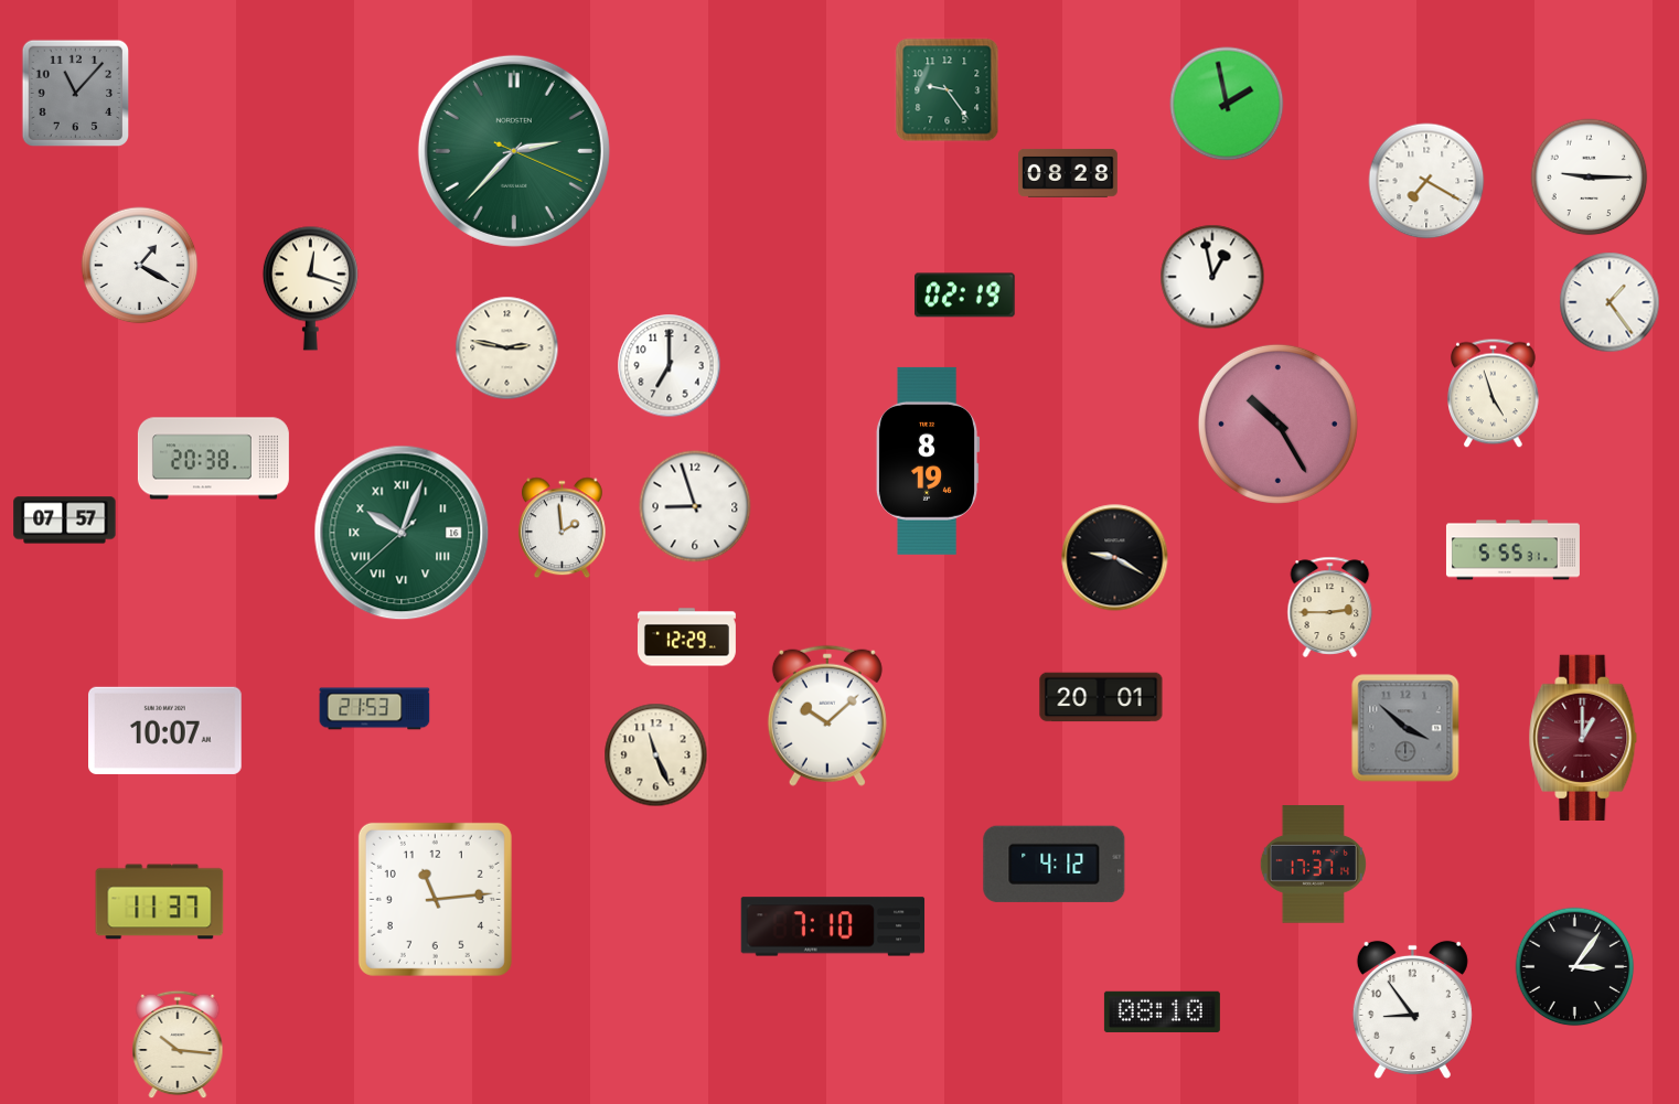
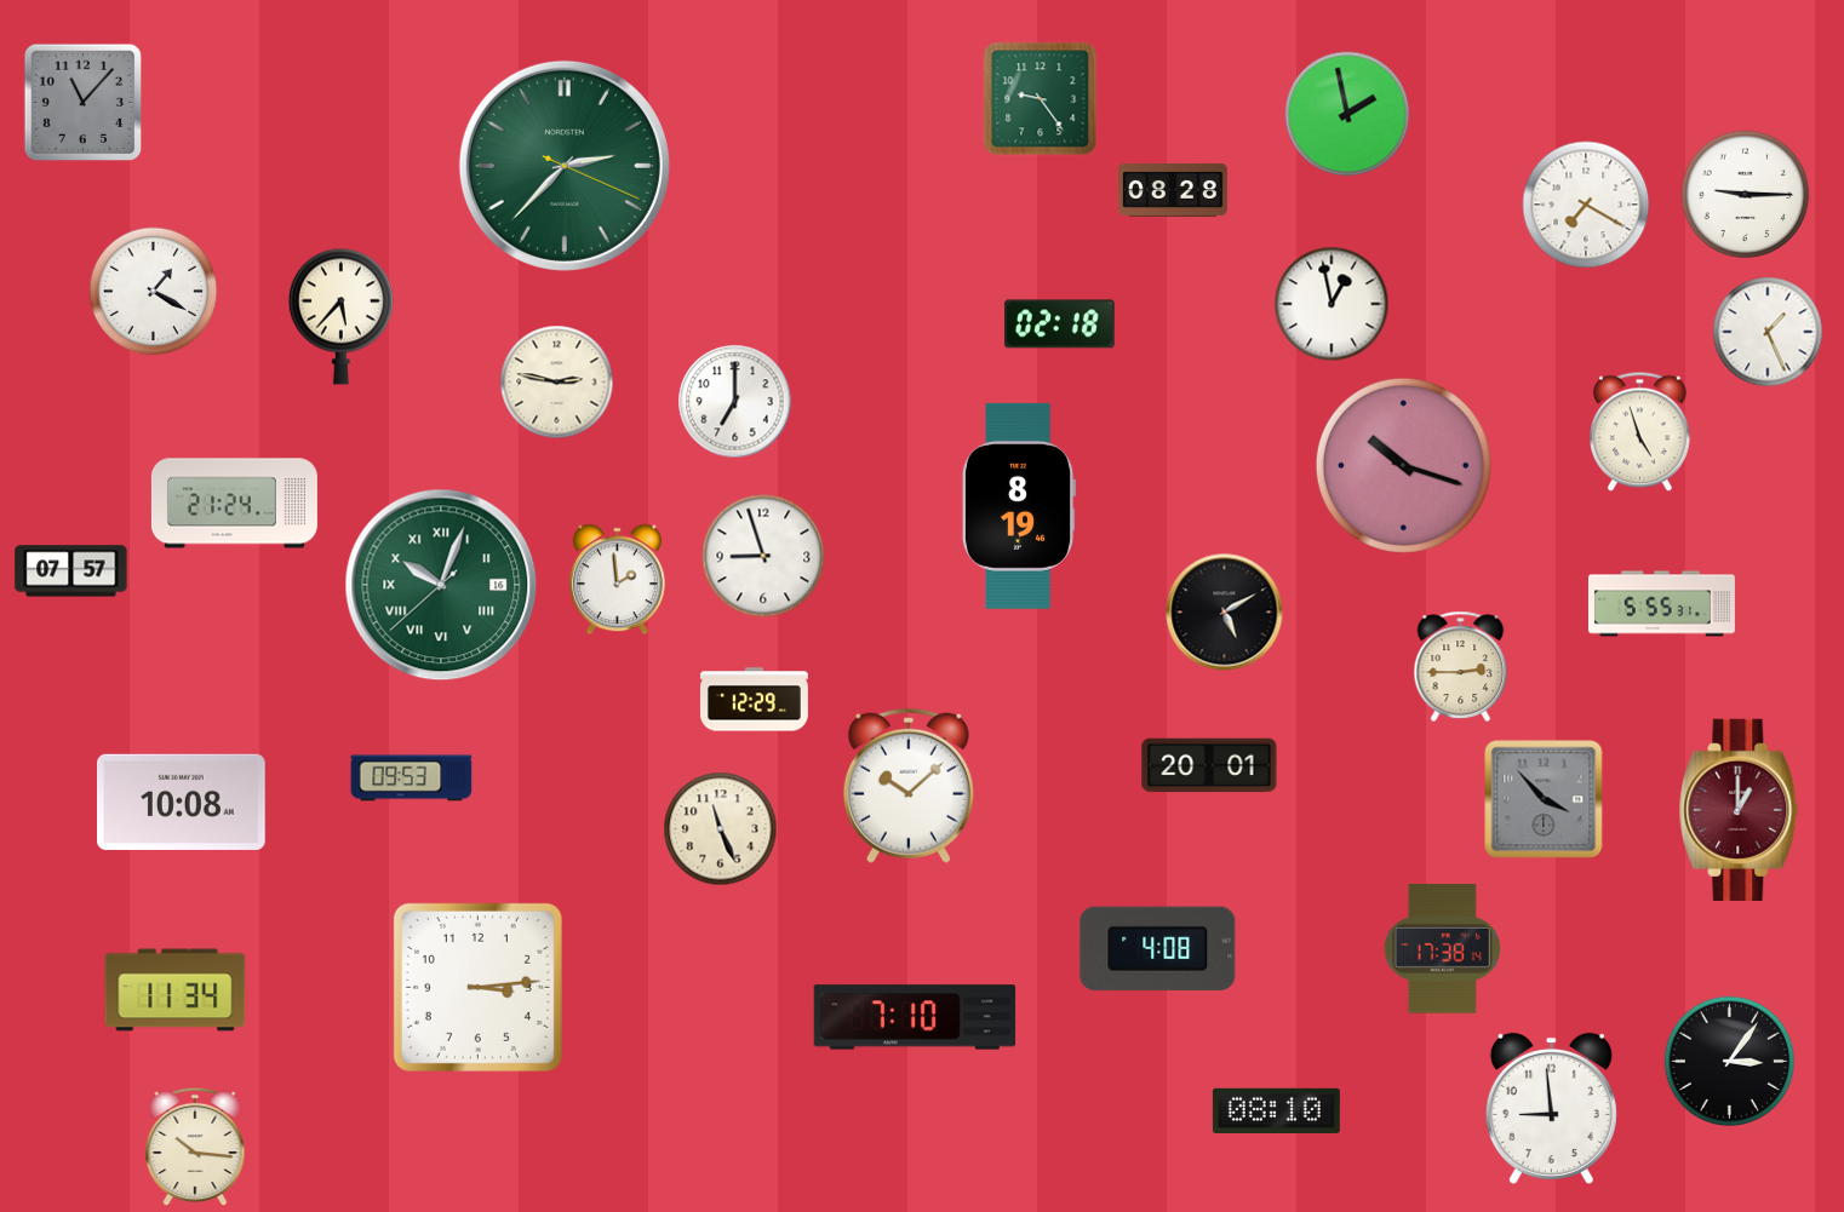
clock at (1426, 181) position: (1426, 181) -> (1586, 205)
clock at (310, 288): 12:18 -> 5:37
clock at (965, 296): 02:19 -> 02:18
clock at (1610, 302): 1:24 -> 1:26
clock at (1277, 424): 10:25 -> 10:18
clock at (213, 459): 20:38 -> 21:24
clock at (1115, 558): 9:20 -> 5:10
clock at (375, 709): 21:53 -> 09:53
clock at (1405, 728): 3:52 -> 3:53
clock at (165, 730): 10:07 -> 10:08
clock at (1055, 864): 4:12 -> 4:08
clock at (1313, 865): 17:37 -> 17:38
clock at (435, 899): 11:14 -> 3:14
clock at (160, 902): 11:37 -> 11:34
clock at (1412, 1009): 8:54 -> 8:59
